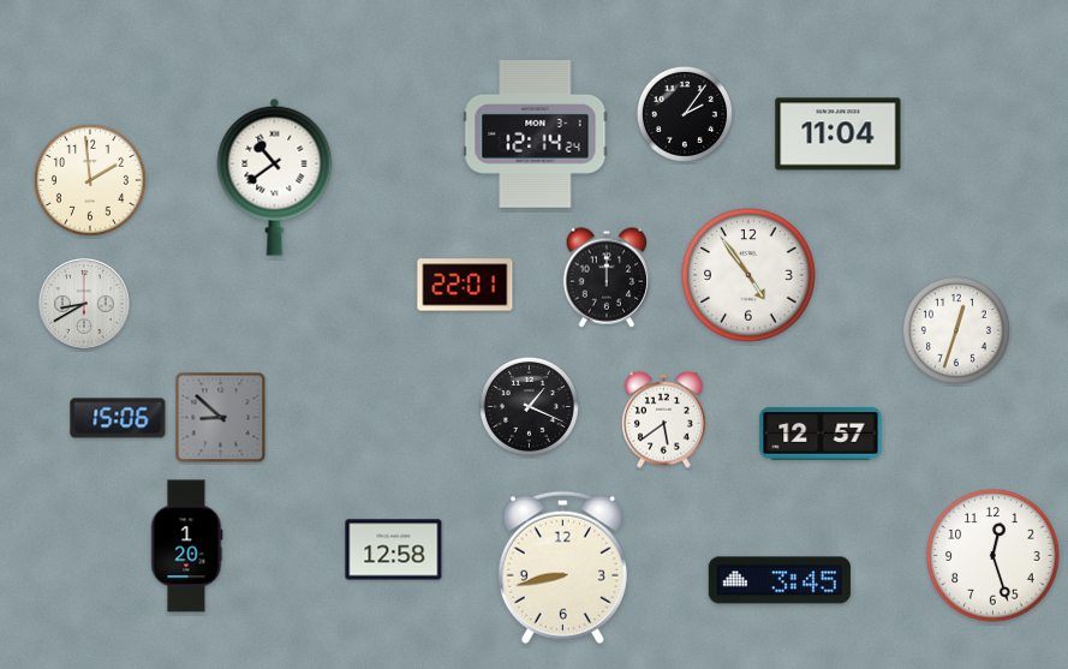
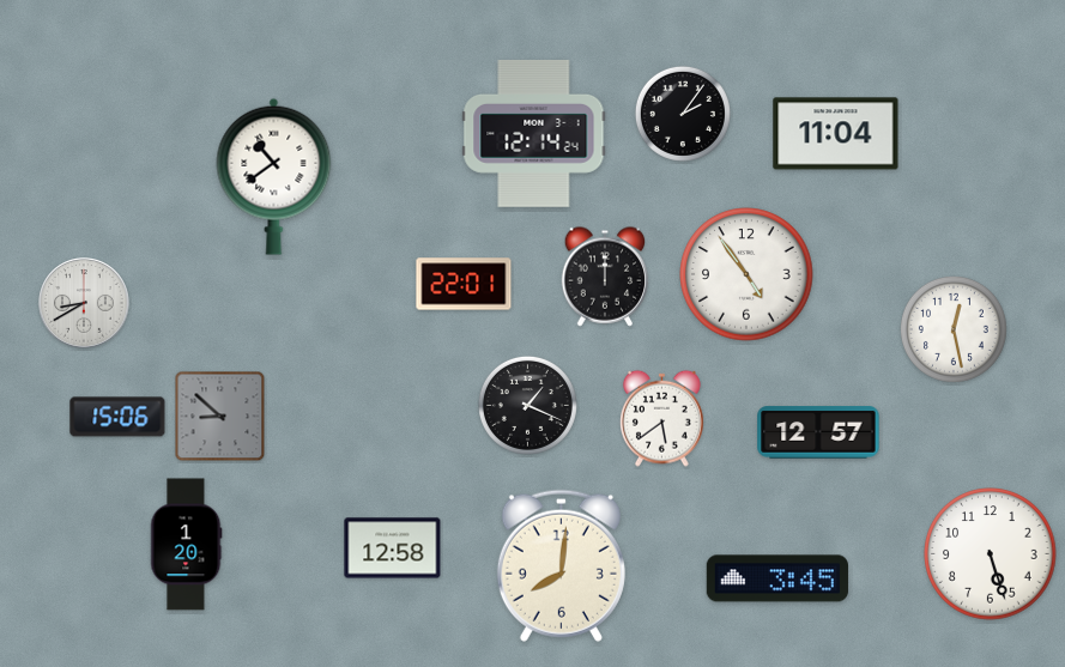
clock at (90, 180): 1:59 -> none
clock at (956, 330): 12:33 -> 12:28
clock at (994, 556): 12:27 -> 5:27
clock at (562, 567): 8:43 -> 8:01
